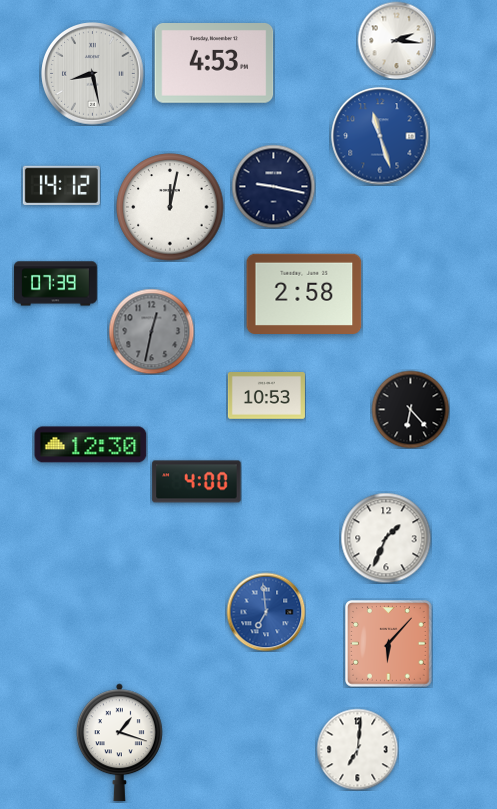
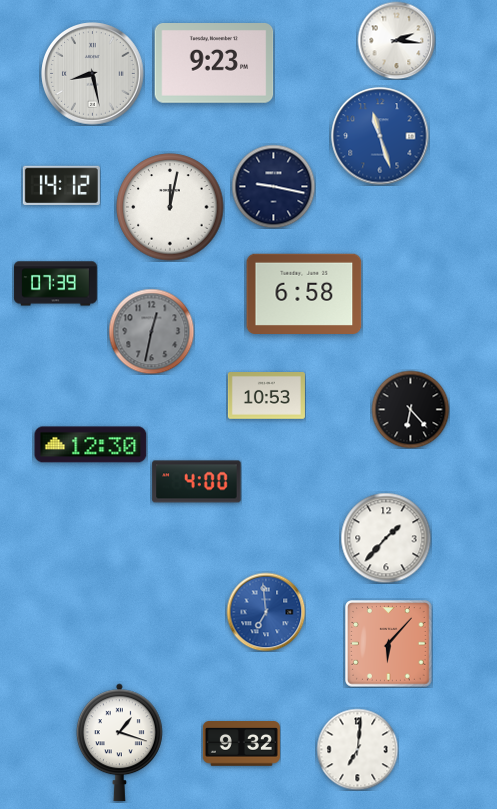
clock at (214, 64): 4:53 -> 9:23
clock at (304, 293): 2:58 -> 6:58
clock at (386, 538): 1:34 -> 1:37
clock at (241, 744): none -> 9:32
